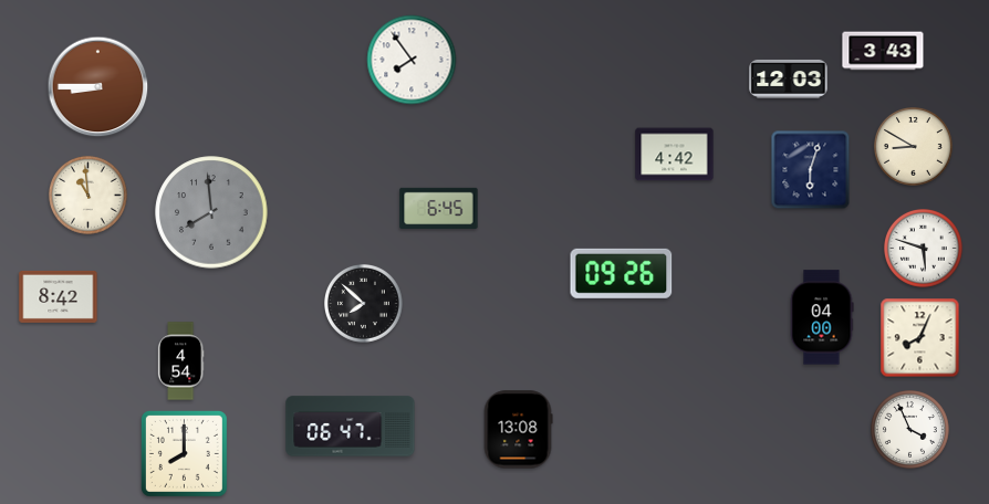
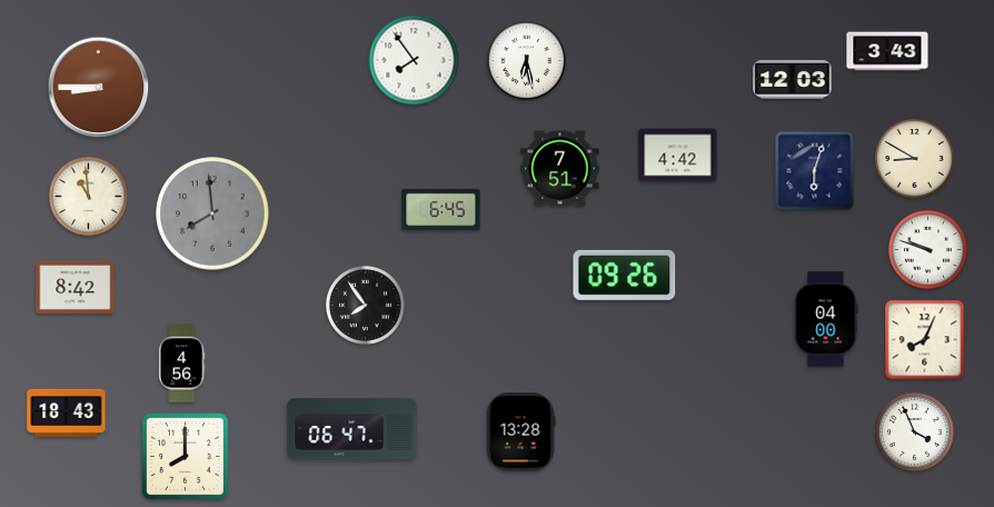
clock at (527, 61): none -> 6:28
clock at (914, 147) position: (914, 147) -> (915, 159)
clock at (560, 169): none -> 7:51
clock at (924, 249): 5:48 -> 9:48
clock at (59, 296) position: (59, 296) -> (76, 287)
clock at (364, 304): 7:52 -> 7:54
clock at (180, 361): 4:54 -> 4:56
clock at (67, 412): none -> 18:43
clock at (518, 430): 13:08 -> 13:28
